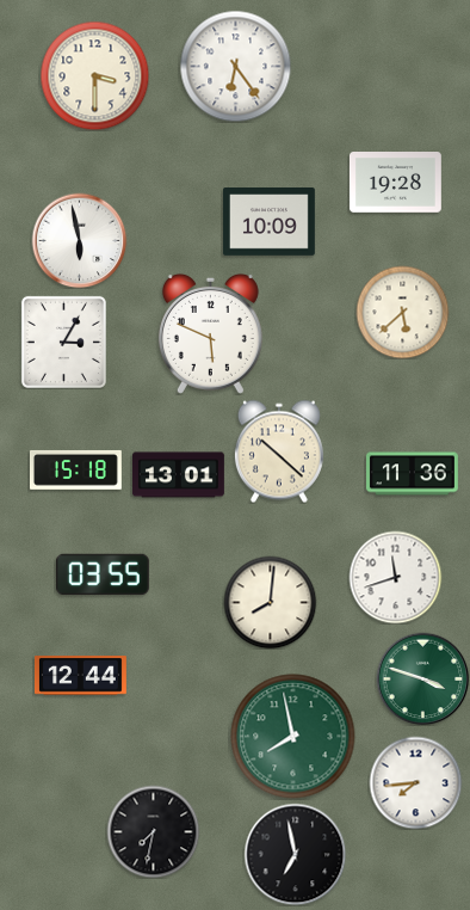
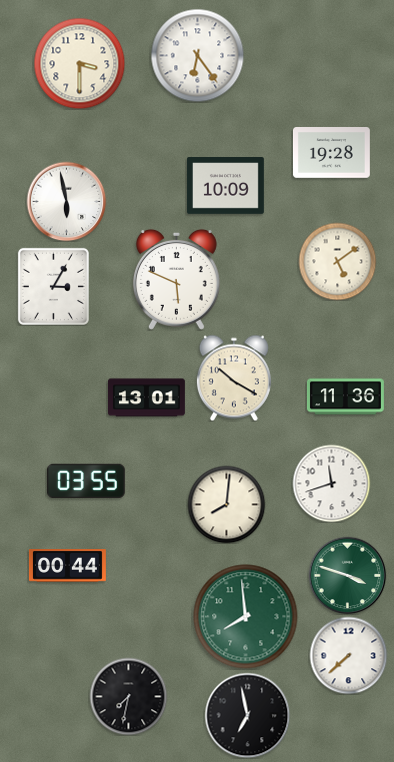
clock at (402, 312): 5:38 -> 5:09
clock at (279, 451): 10:22 -> 10:20
clock at (75, 469): 15:18 -> none
clock at (179, 475) position: (179, 475) -> (147, 398)
clock at (81, 676): 12:44 -> 00:44
clock at (422, 678) position: (422, 678) -> (347, 575)
clock at (293, 737): 7:58 -> 7:59
clock at (415, 782): 7:44 -> 7:38
